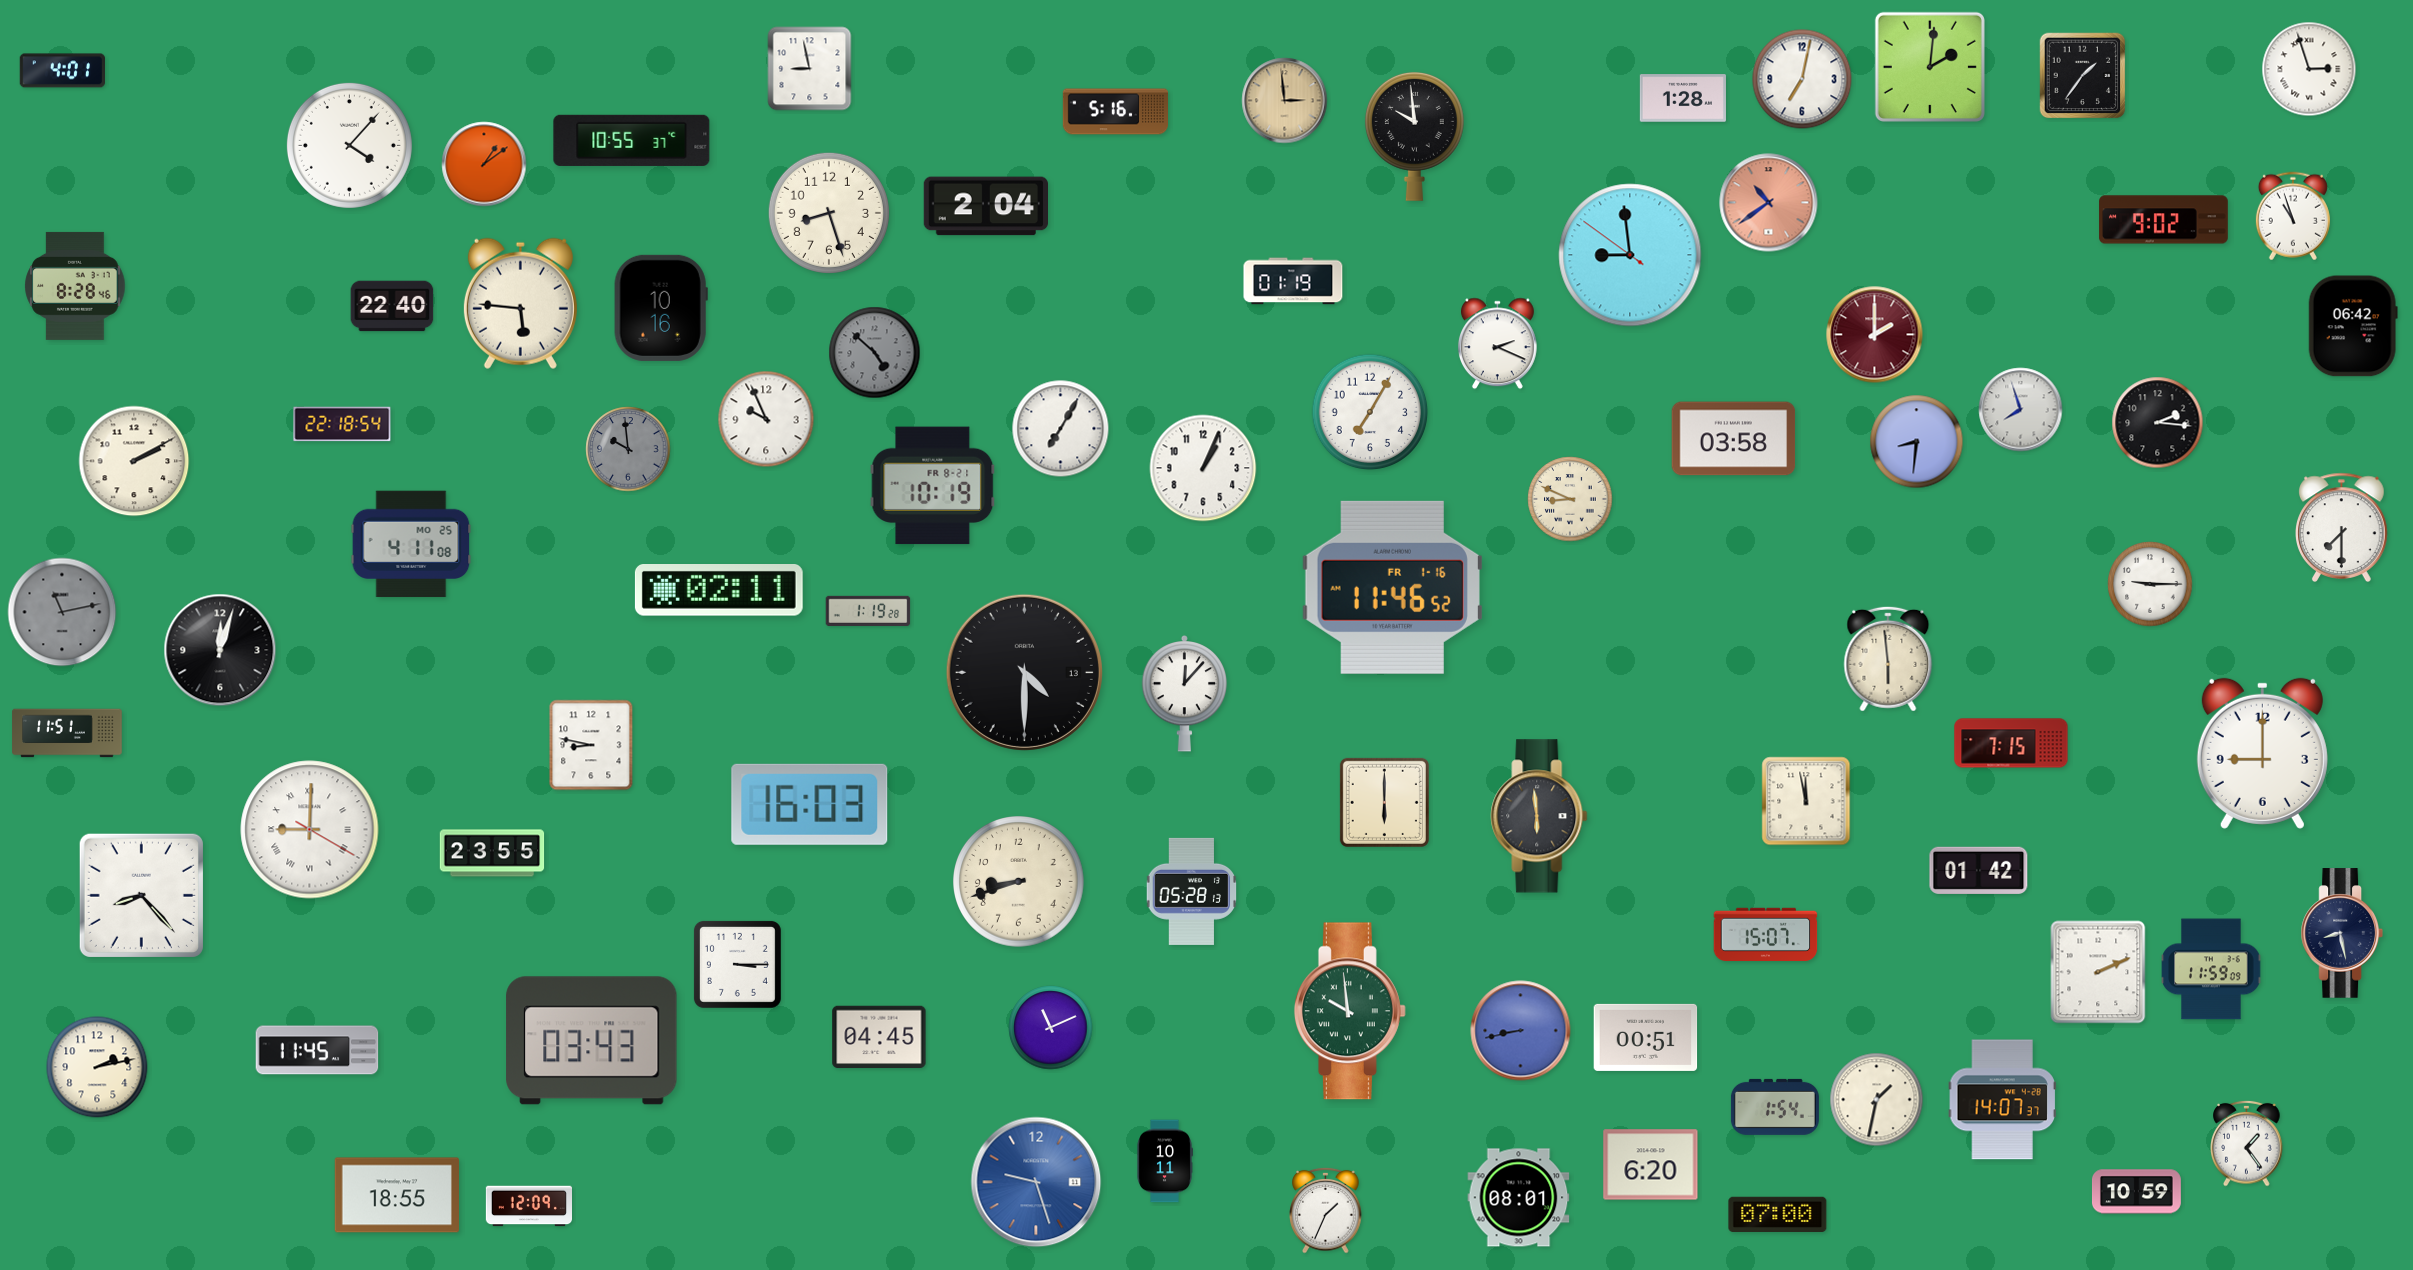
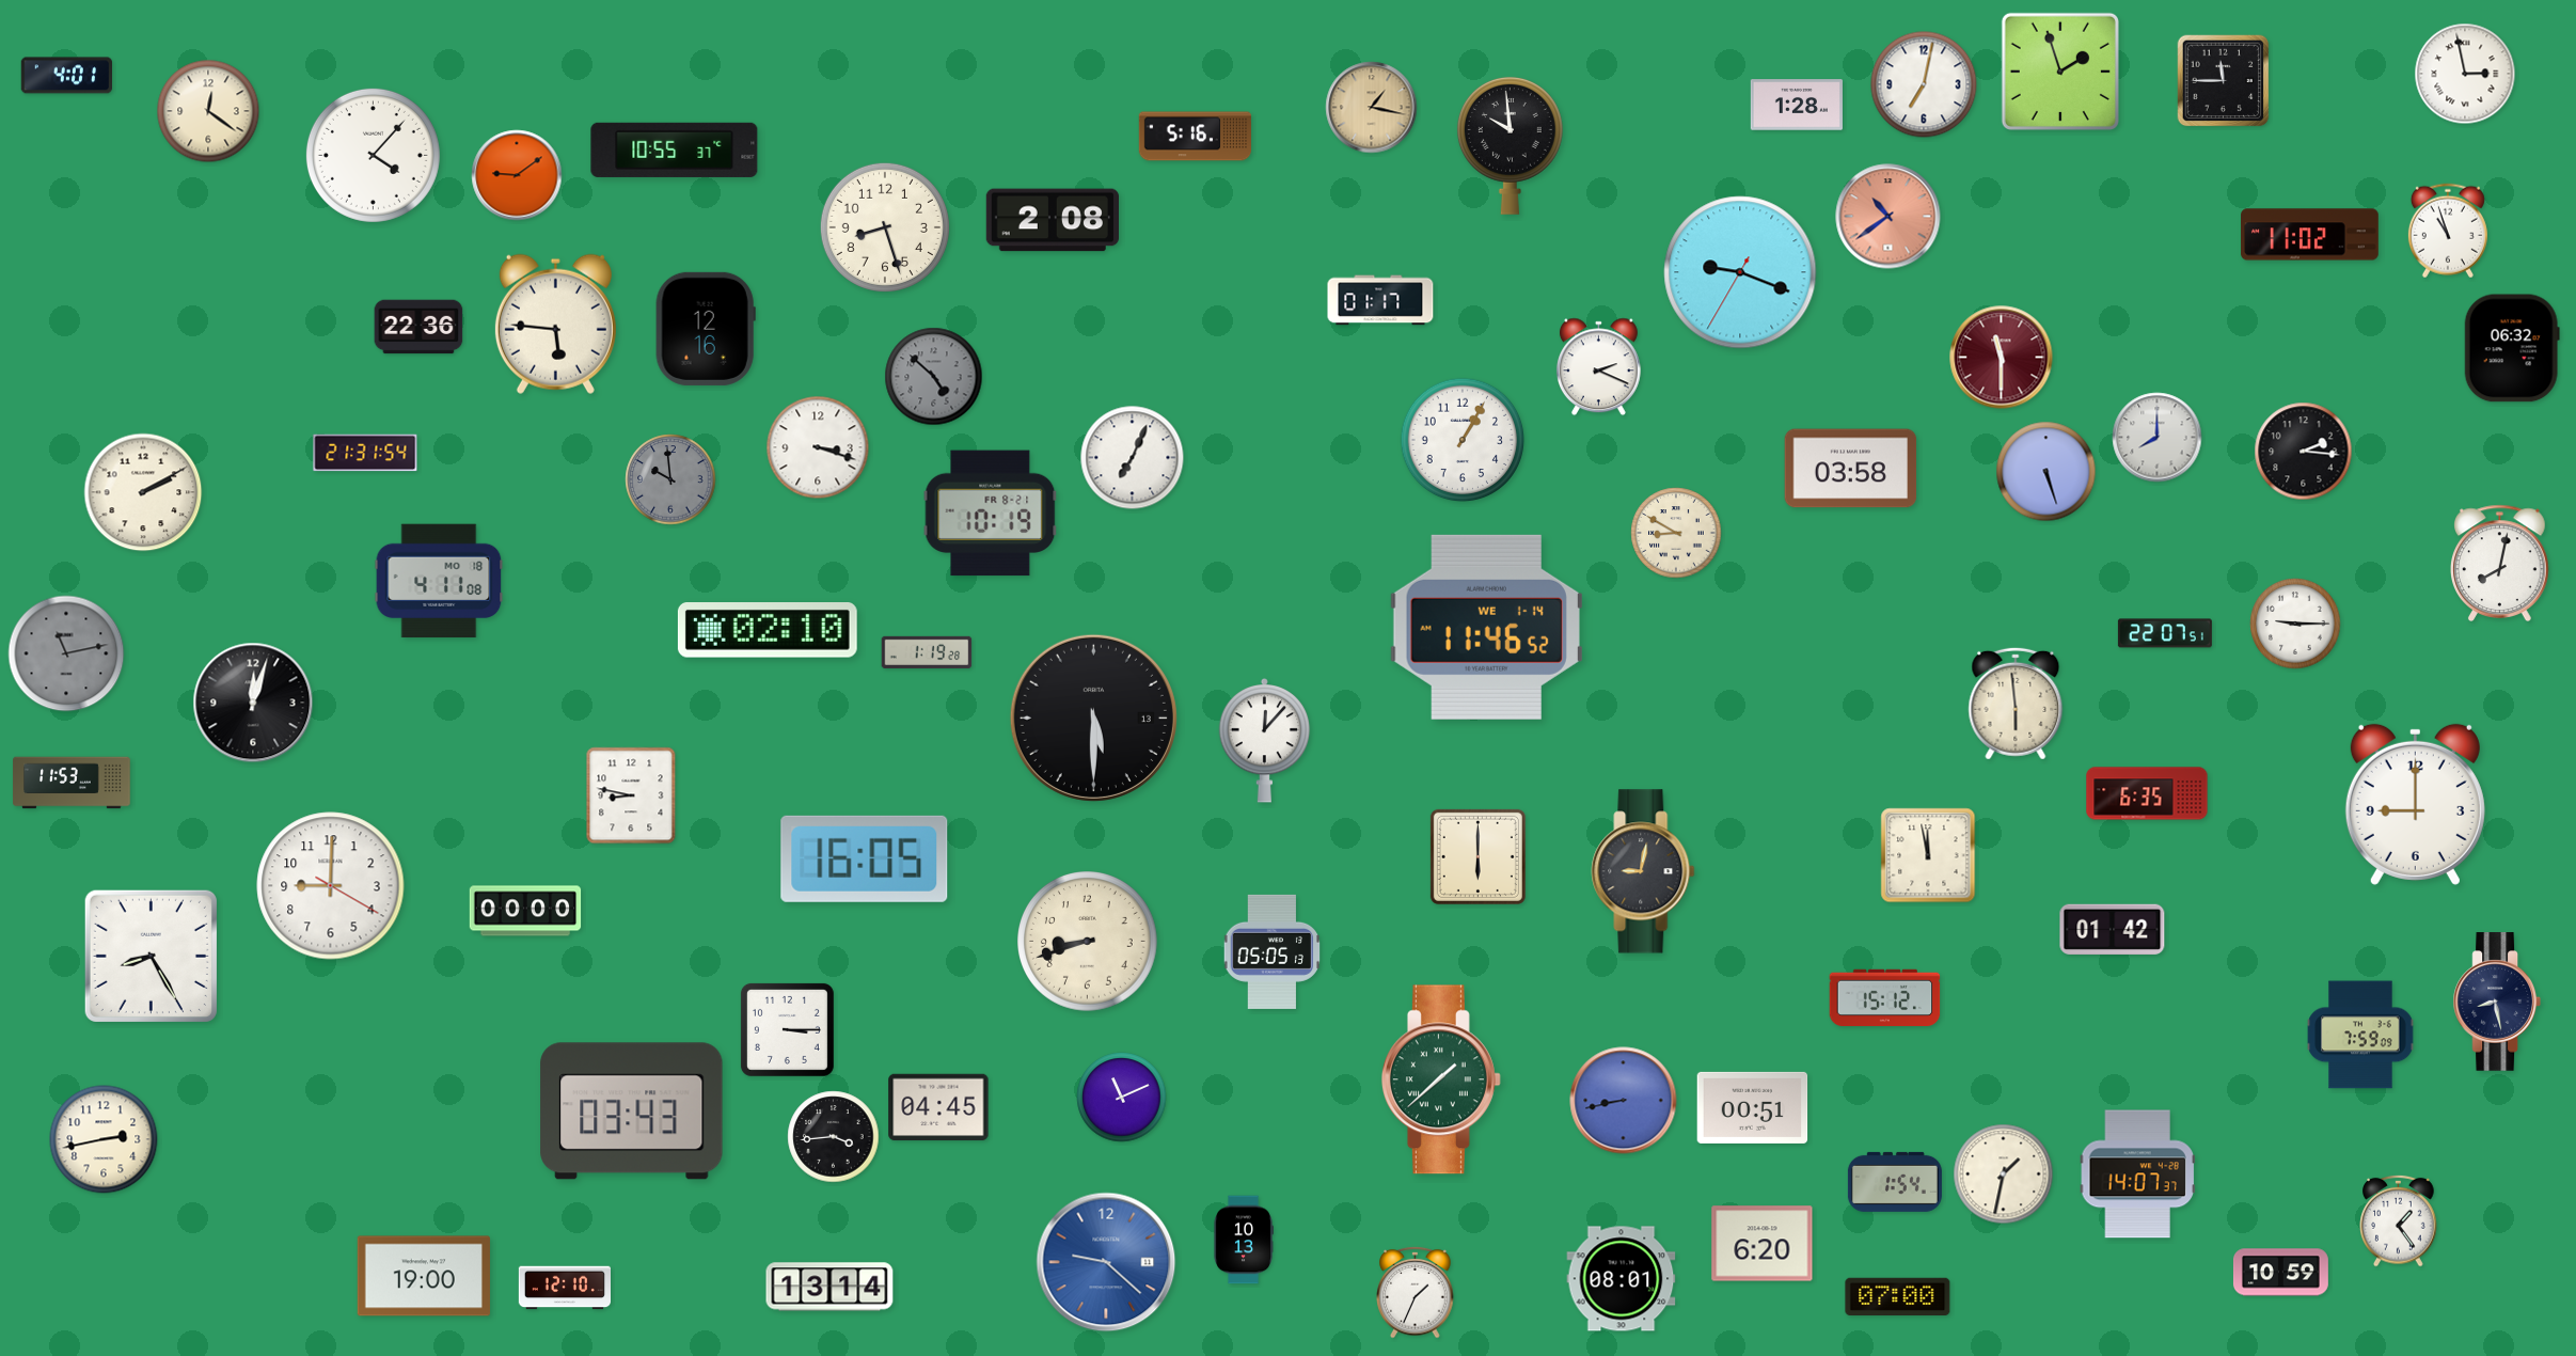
clock at (1930, 67): 2:01 -> 1:57
clock at (810, 69): 8:58 -> none
clock at (2309, 69): 2:57 -> 2:58
clock at (2083, 76): 1:36 -> 11:45
clock at (1285, 101): 2:59 -> 1:17
clock at (208, 111): none -> 12:21
clock at (1115, 112) position: (1115, 112) -> (1195, 137)
clock at (484, 164): 1:09 -> 9:09
clock at (985, 206): 2:04 -> 2:08
clock at (2164, 220): 9:02 -> 11:02
clock at (1630, 255): 8:58 -> 9:18
clock at (1293, 281): 01:19 -> 01:17
clock at (75, 286): 8:28 -> none
clock at (392, 306): 22:40 -> 22:36
clock at (661, 308): 10:16 -> 12:16
clock at (2353, 326): 06:42 -> 06:32
clock at (1875, 335): 2:00 -> 11:30
clock at (2021, 410): 7:57 -> 8:00
clock at (1370, 412): 7:05 -> 1:05
clock at (766, 419): 9:56 -> 3:18
clock at (342, 424): 22:18 -> 21:31
clock at (1061, 429): 7:05 -> 7:04
clock at (1917, 442): 8:31 -> 5:27
clock at (1203, 468): 1:04 -> none
clock at (933, 486) position: (933, 486) -> (991, 514)
clock at (1570, 499): 8:49 -> 8:50
clock at (2342, 527): 7:30 -> 8:02
clock at (411, 544) date: MO 25 -> MO 18
clock at (1392, 587) date: FR 1-16 -> WE 1-14
clock at (719, 591): 02:11 -> 02:10
clock at (2165, 633): none -> 22:07
clock at (220, 650) position: (220, 650) -> (253, 703)
clock at (1024, 672): 4:30 -> 5:30
clock at (67, 733): 11:51 -> 11:53
clock at (2011, 743): 7:15 -> 6:35
clock at (810, 804): 16:03 -> 16:05
clock at (1539, 816): 5:59 -> 9:02
clock at (310, 830) numerals: Roman -> Arabic
clock at (492, 853): 23:55 -> 00:00
clock at (1192, 891): 05:28 -> 05:05
clock at (141, 895): 8:23 -> 8:25
clock at (2341, 933) position: (2341, 933) -> (2496, 1002)
clock at (1766, 935): 15:07 -> 15:12
clock at (2211, 969): 11:59 -> 7:59
clock at (2098, 972): 2:11 -> none
clock at (1350, 1011): 9:59 -> 1:38
clock at (1646, 1037) position: (1646, 1037) -> (1753, 1107)
clock at (317, 1050): 11:45 -> none
clock at (834, 1137): none -> 3:44
clock at (97, 1067): 2:13 -> 2:43
clock at (1165, 1161): 10:11 -> 10:13
clock at (1036, 1182): 9:27 -> 9:22
clock at (397, 1195): 18:55 -> 19:00
clock at (829, 1287): none -> 13:14
clock at (528, 1206): 12:09 -> 12:10
